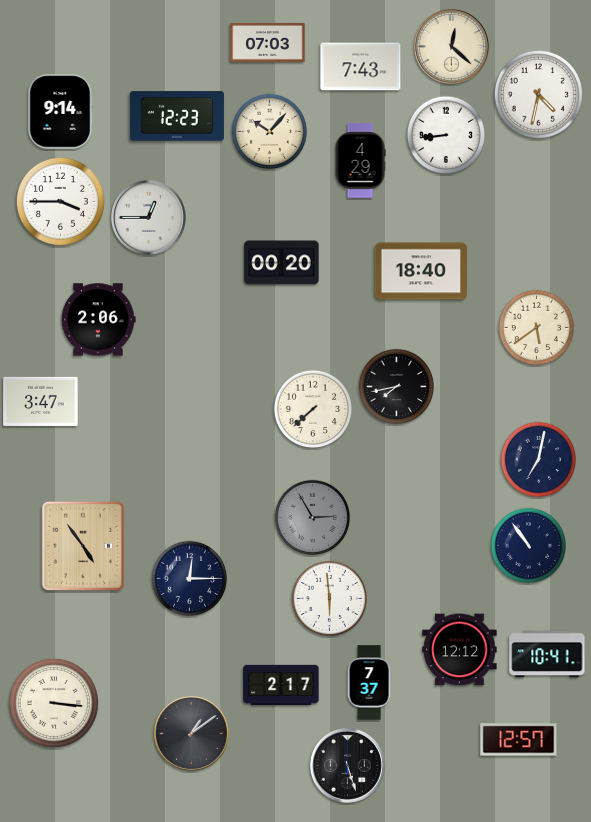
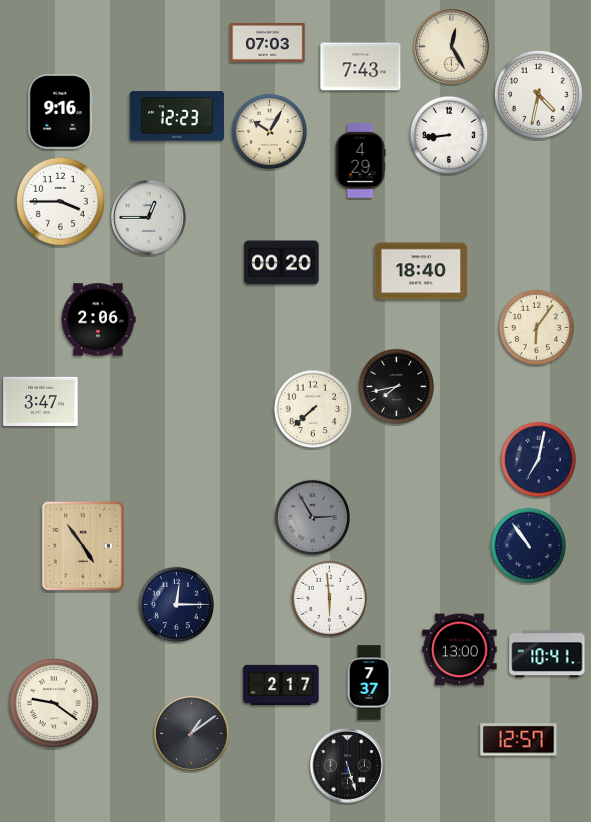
clock at (452, 47): 12:22 -> 12:25
clock at (61, 112): 9:14 -> 9:16
clock at (269, 131): 10:07 -> 10:05
clock at (445, 134) position: (445, 134) -> (448, 134)
clock at (536, 327): 5:39 -> 6:06
clock at (189, 578) position: (189, 578) -> (176, 604)
clock at (460, 650): 12:12 -> 13:00
clock at (54, 703): 3:16 -> 9:21
